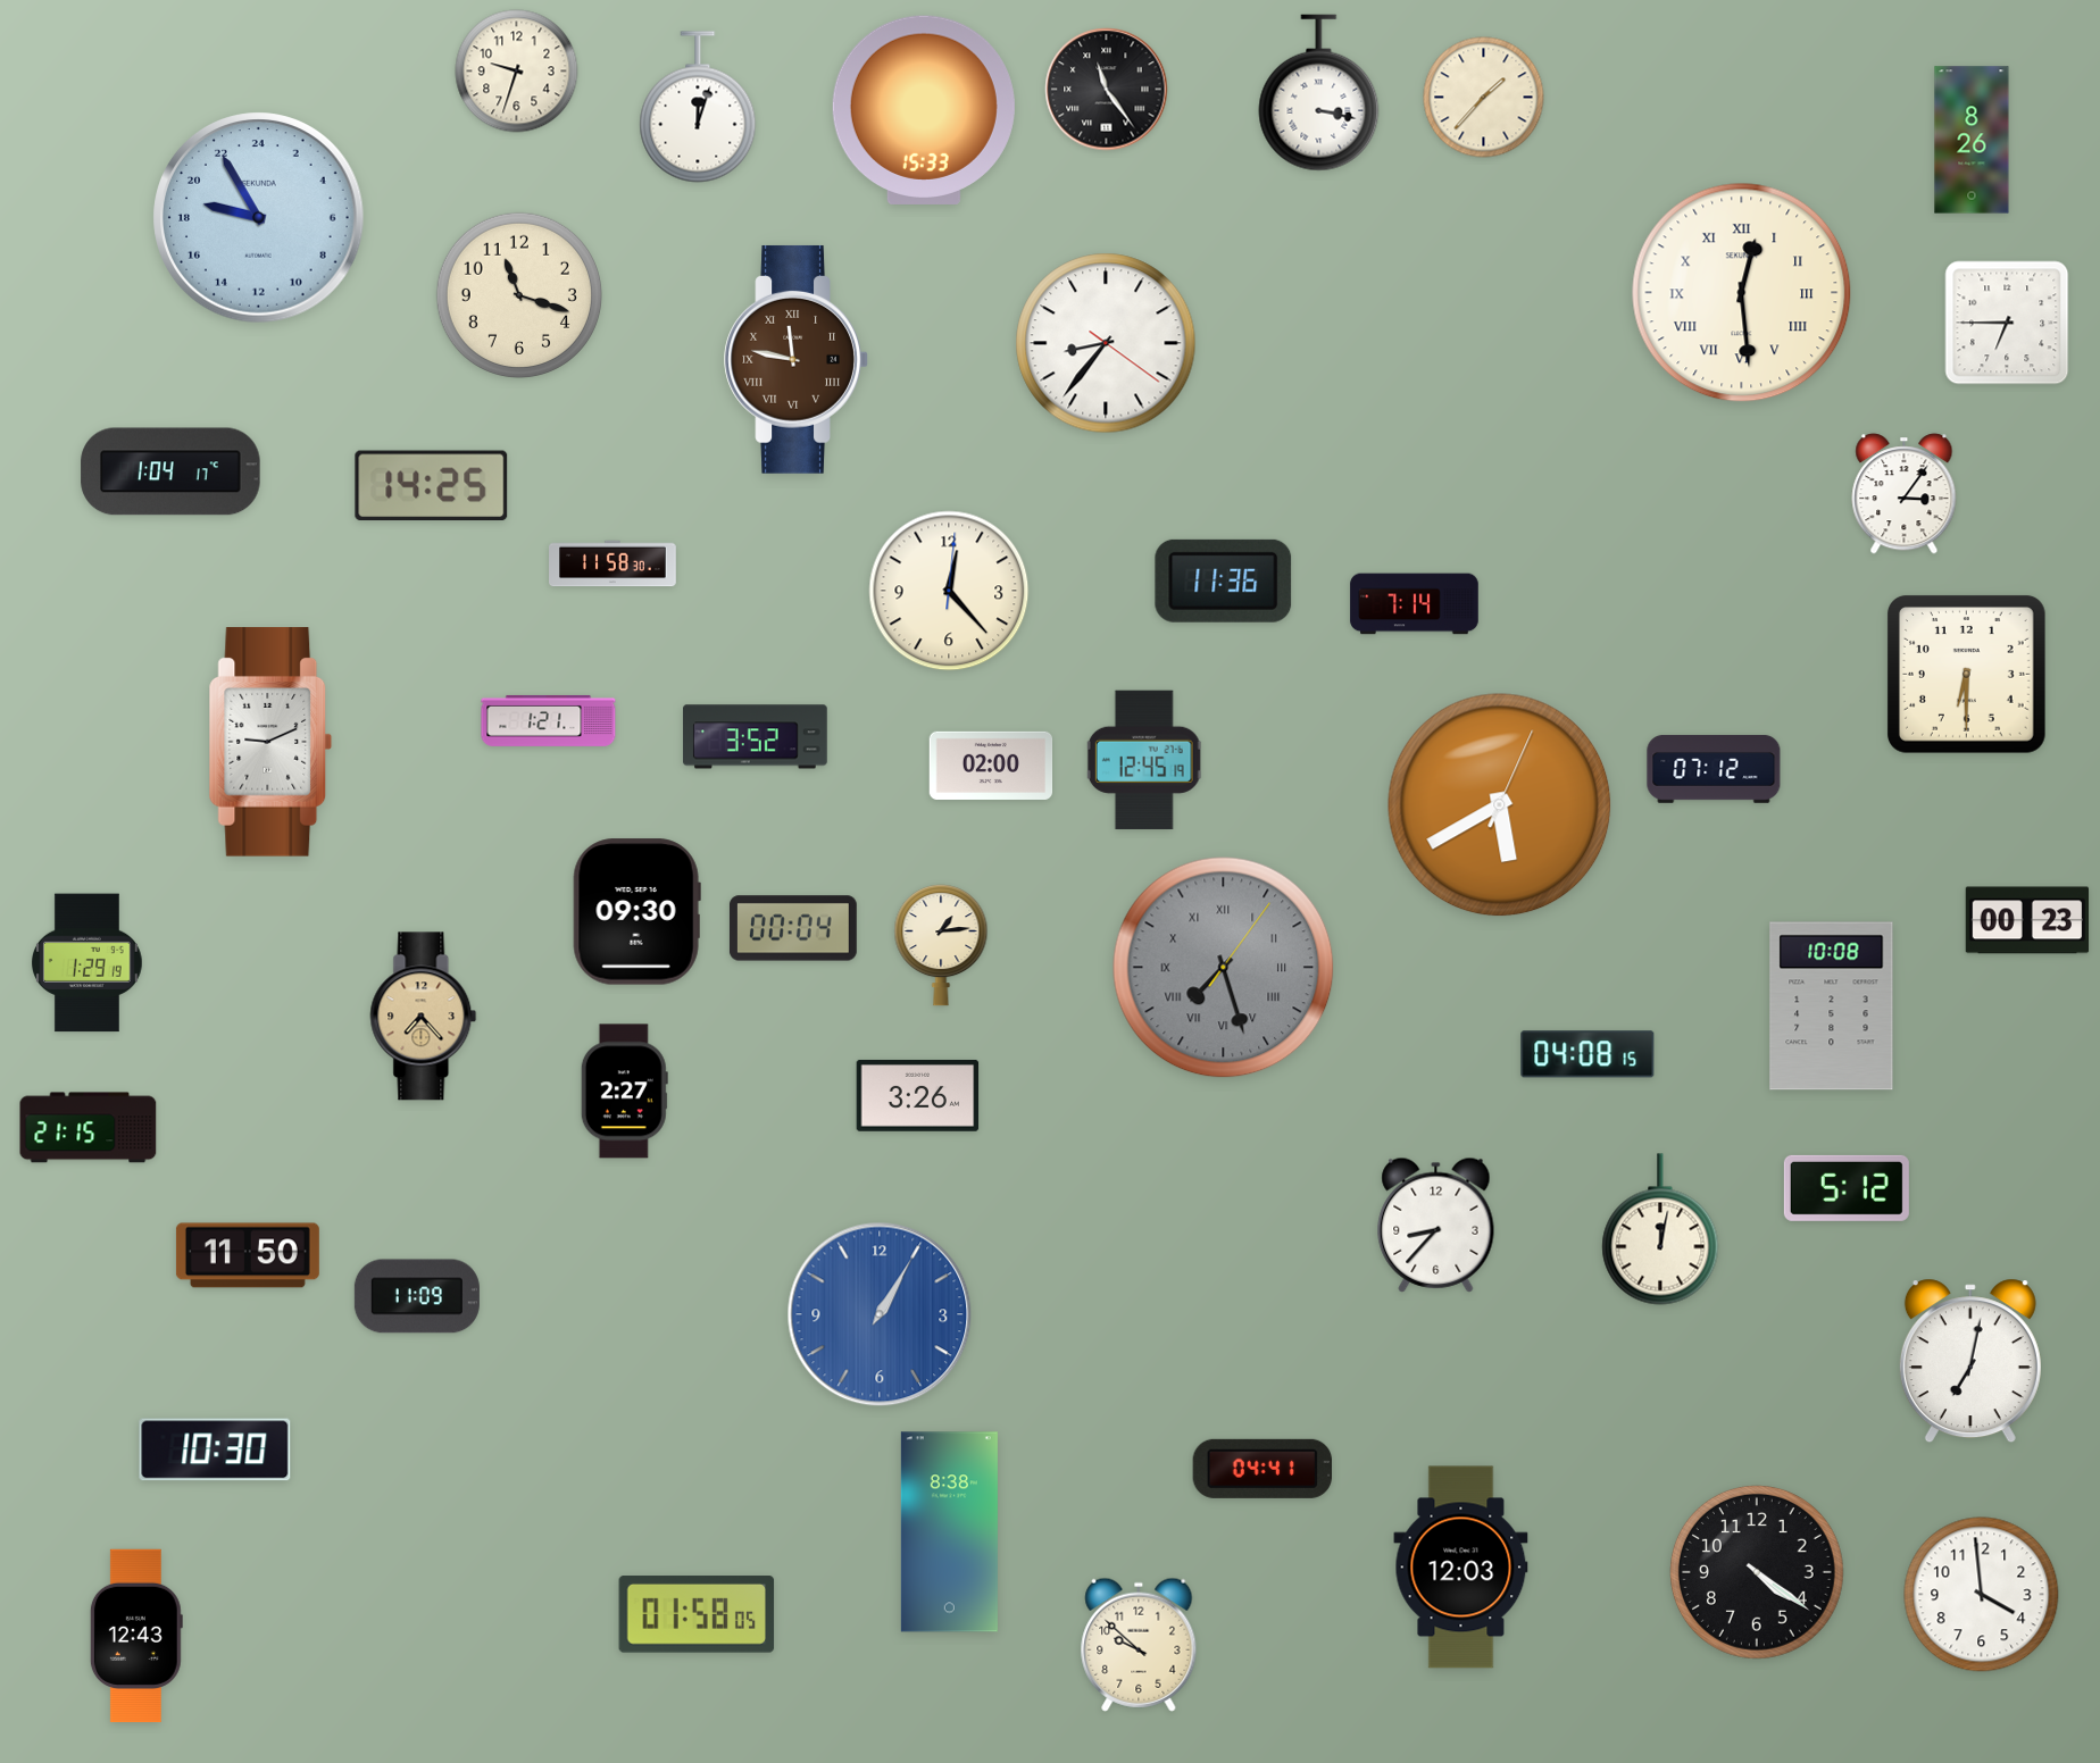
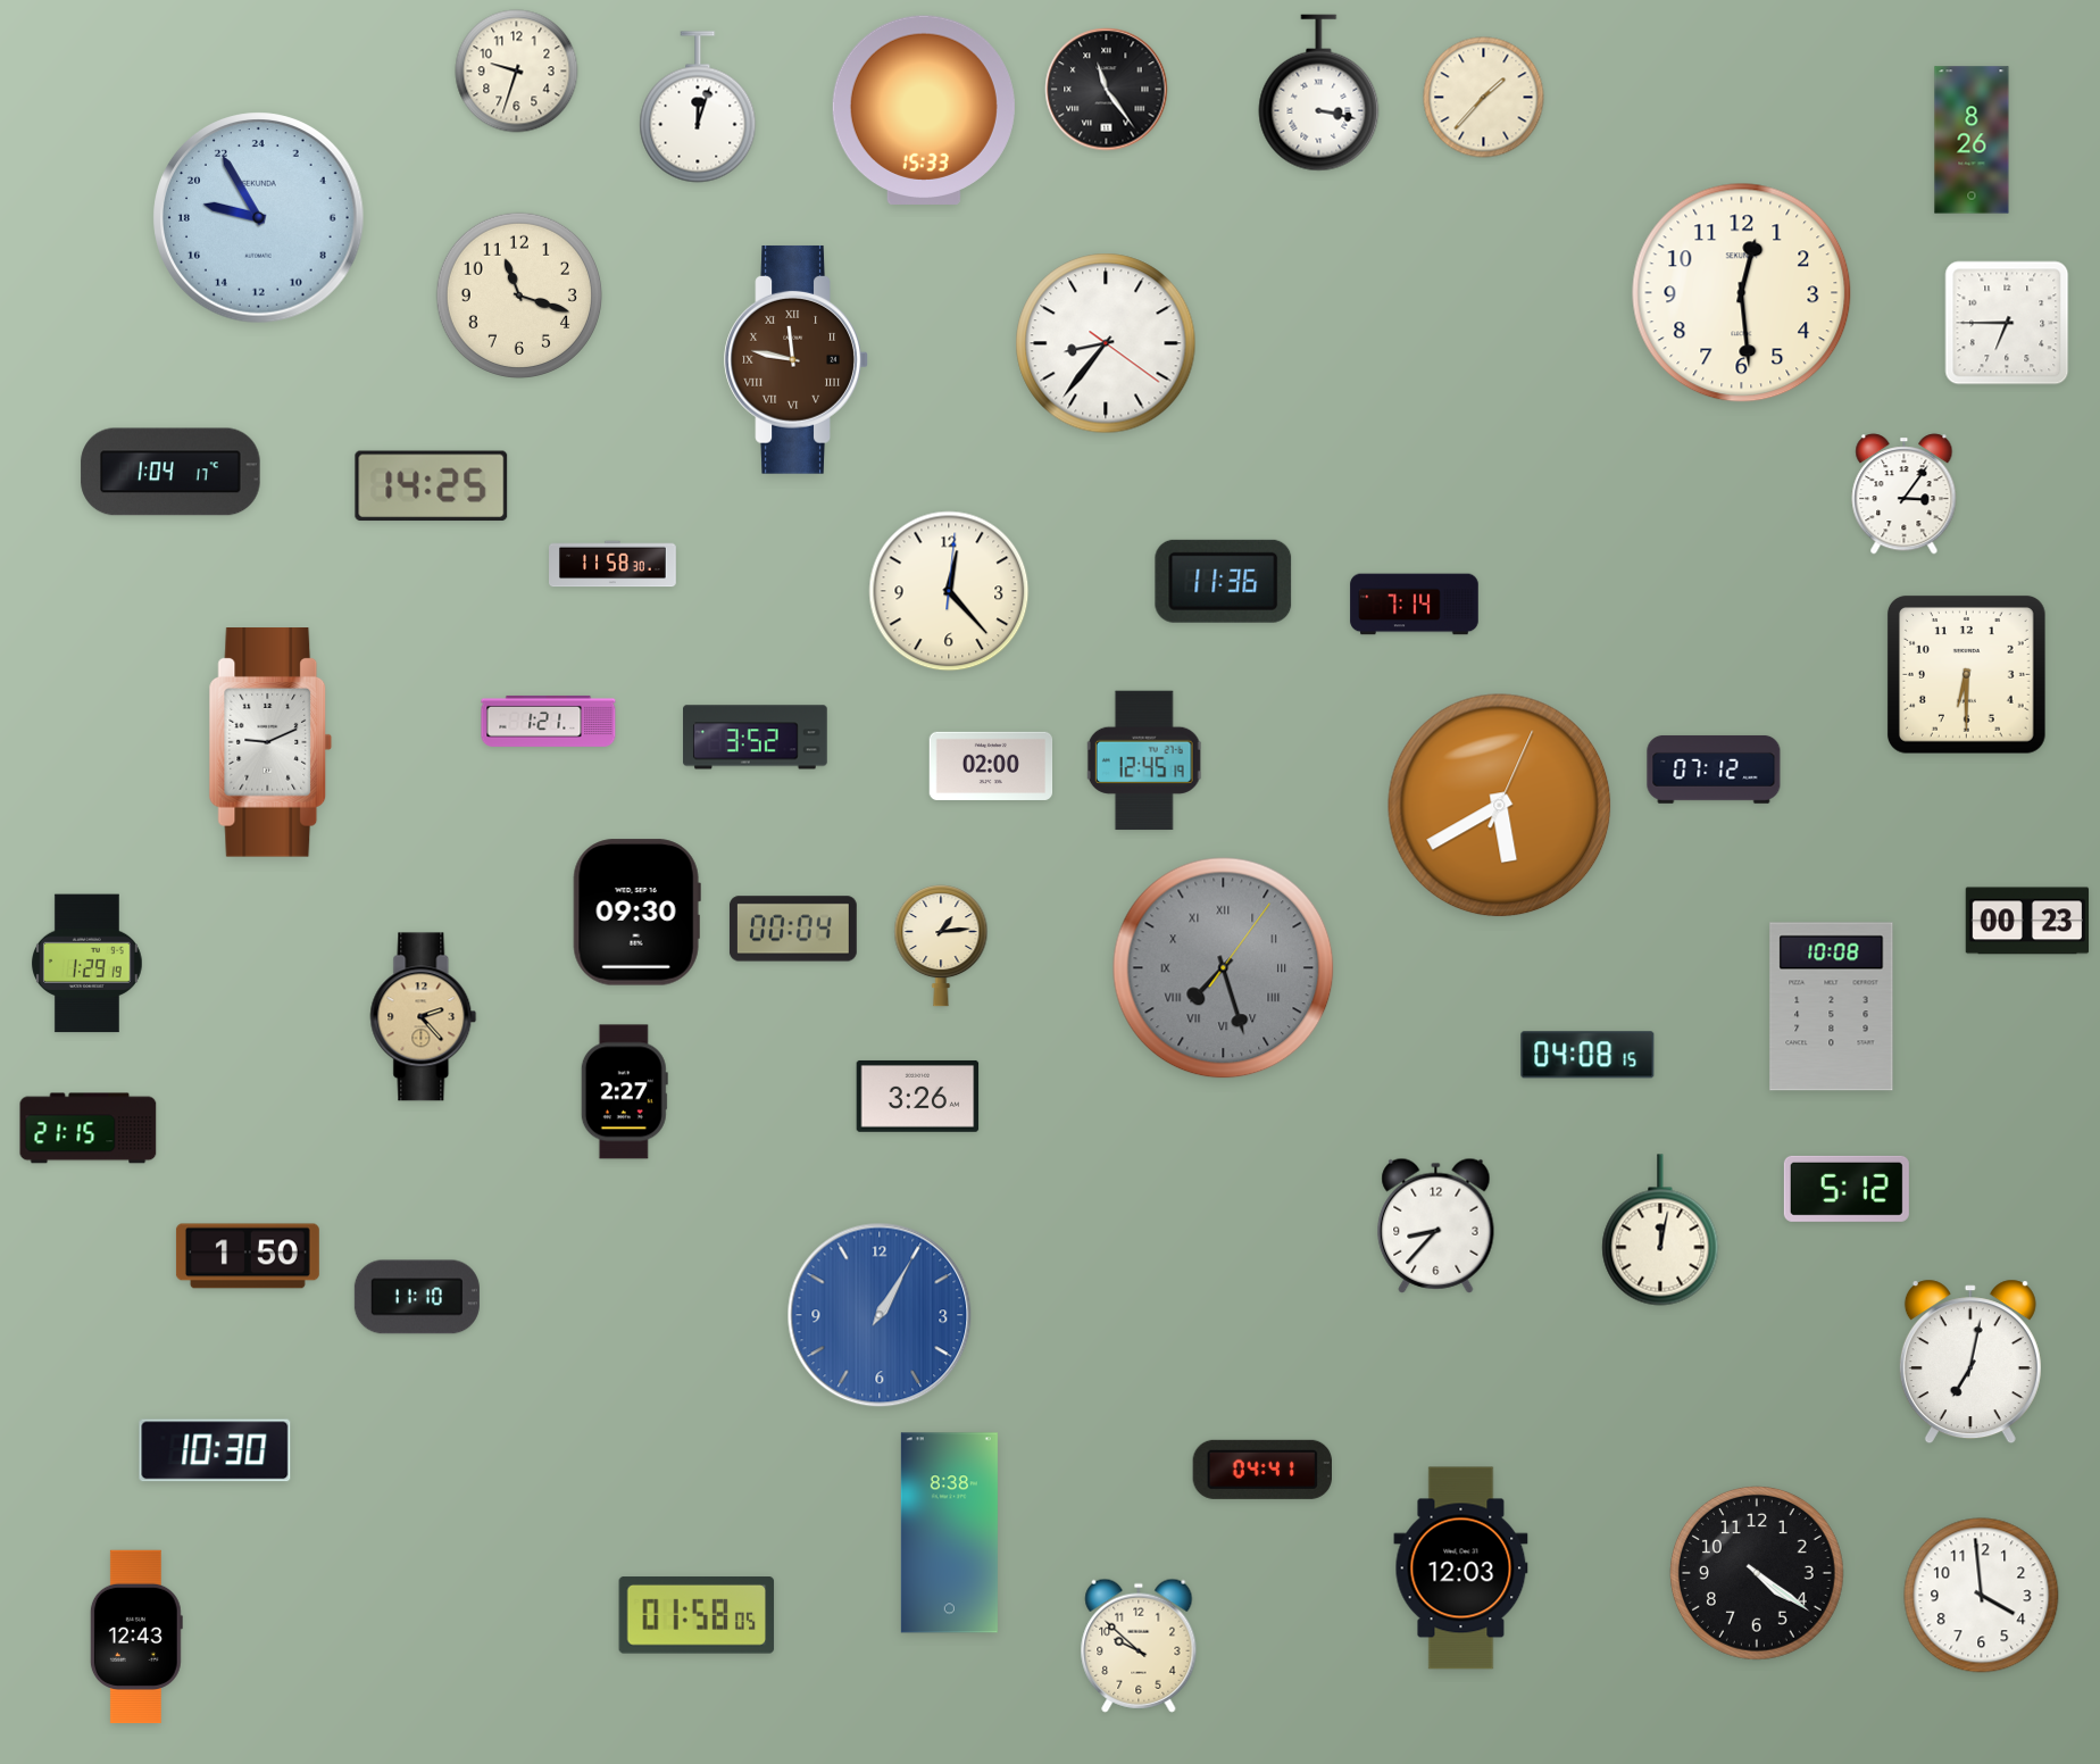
clock at (1742, 293) numerals: Roman -> Arabic
clock at (424, 1017): 7:23 -> 2:23
clock at (248, 1255): 11:50 -> 1:50
clock at (417, 1296): 11:09 -> 11:10
